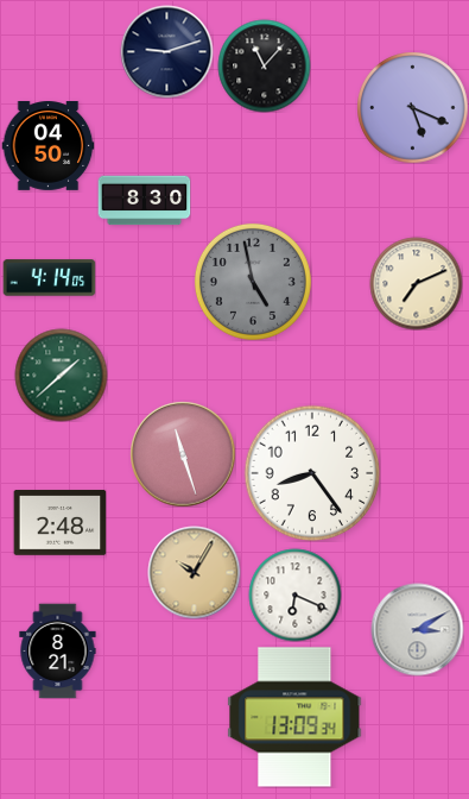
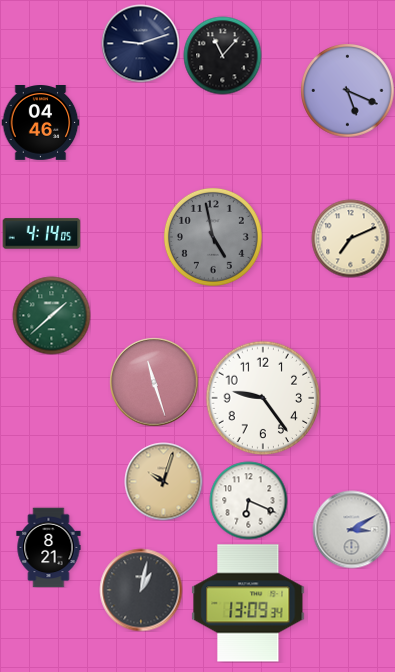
clock at (47, 146): 04:50 -> 04:46
clock at (144, 201): 8:30 -> none
clock at (312, 473): 8:24 -> 9:24
clock at (59, 523): 2:48 -> none
clock at (194, 572): 10:05 -> 10:03
clock at (141, 590): none -> 1:02
